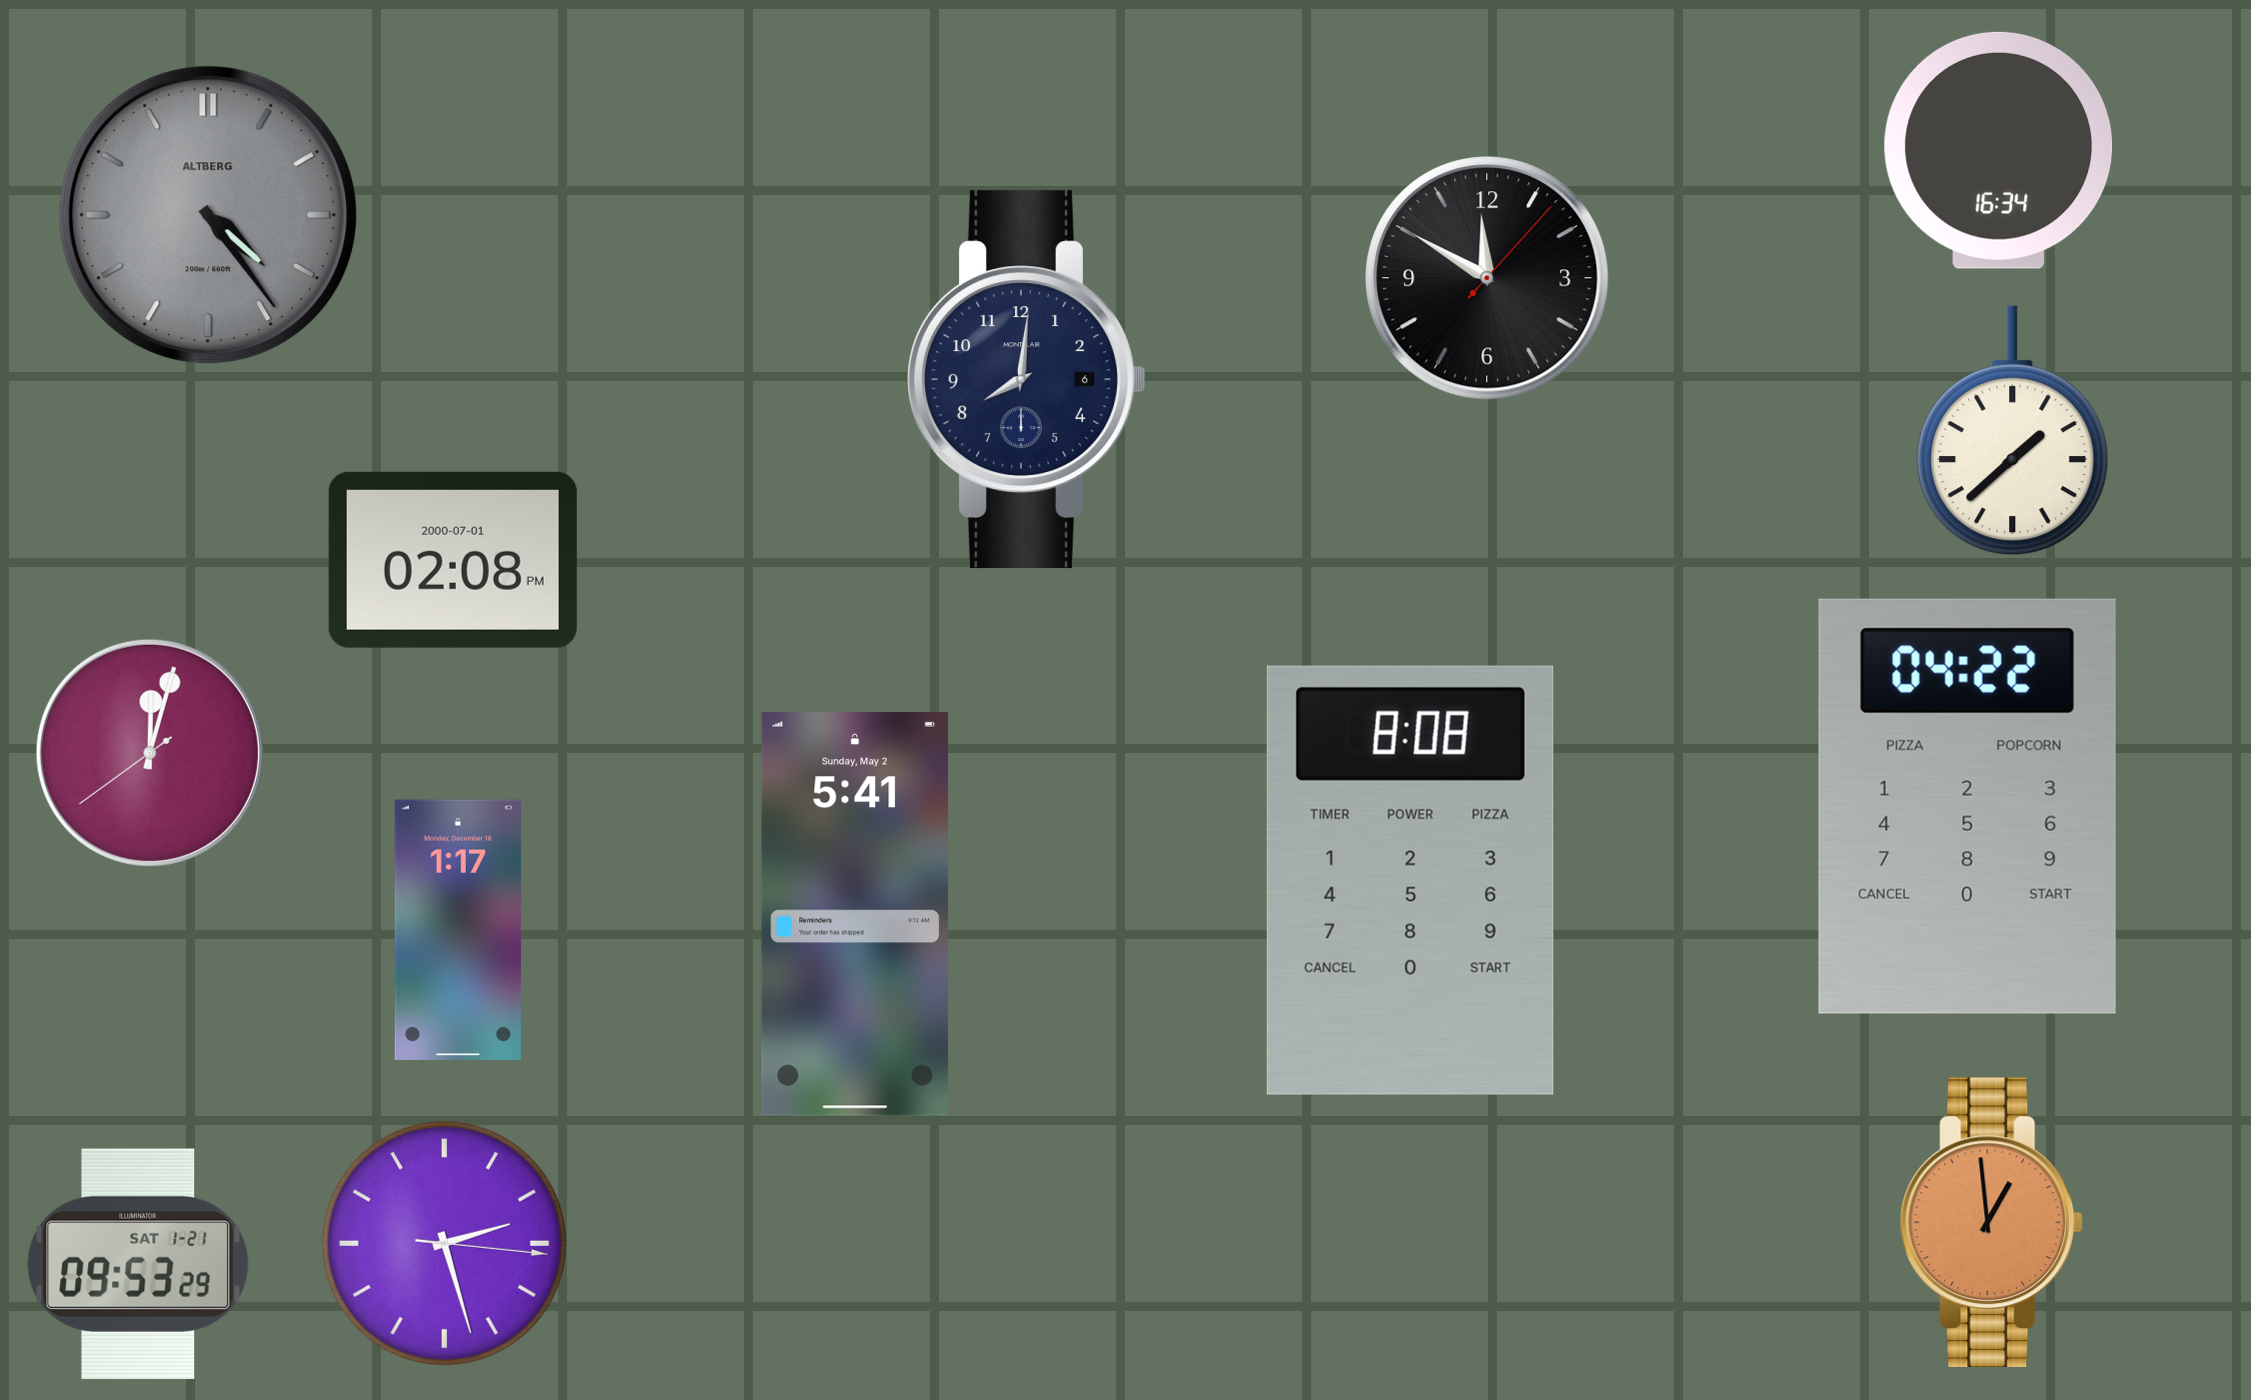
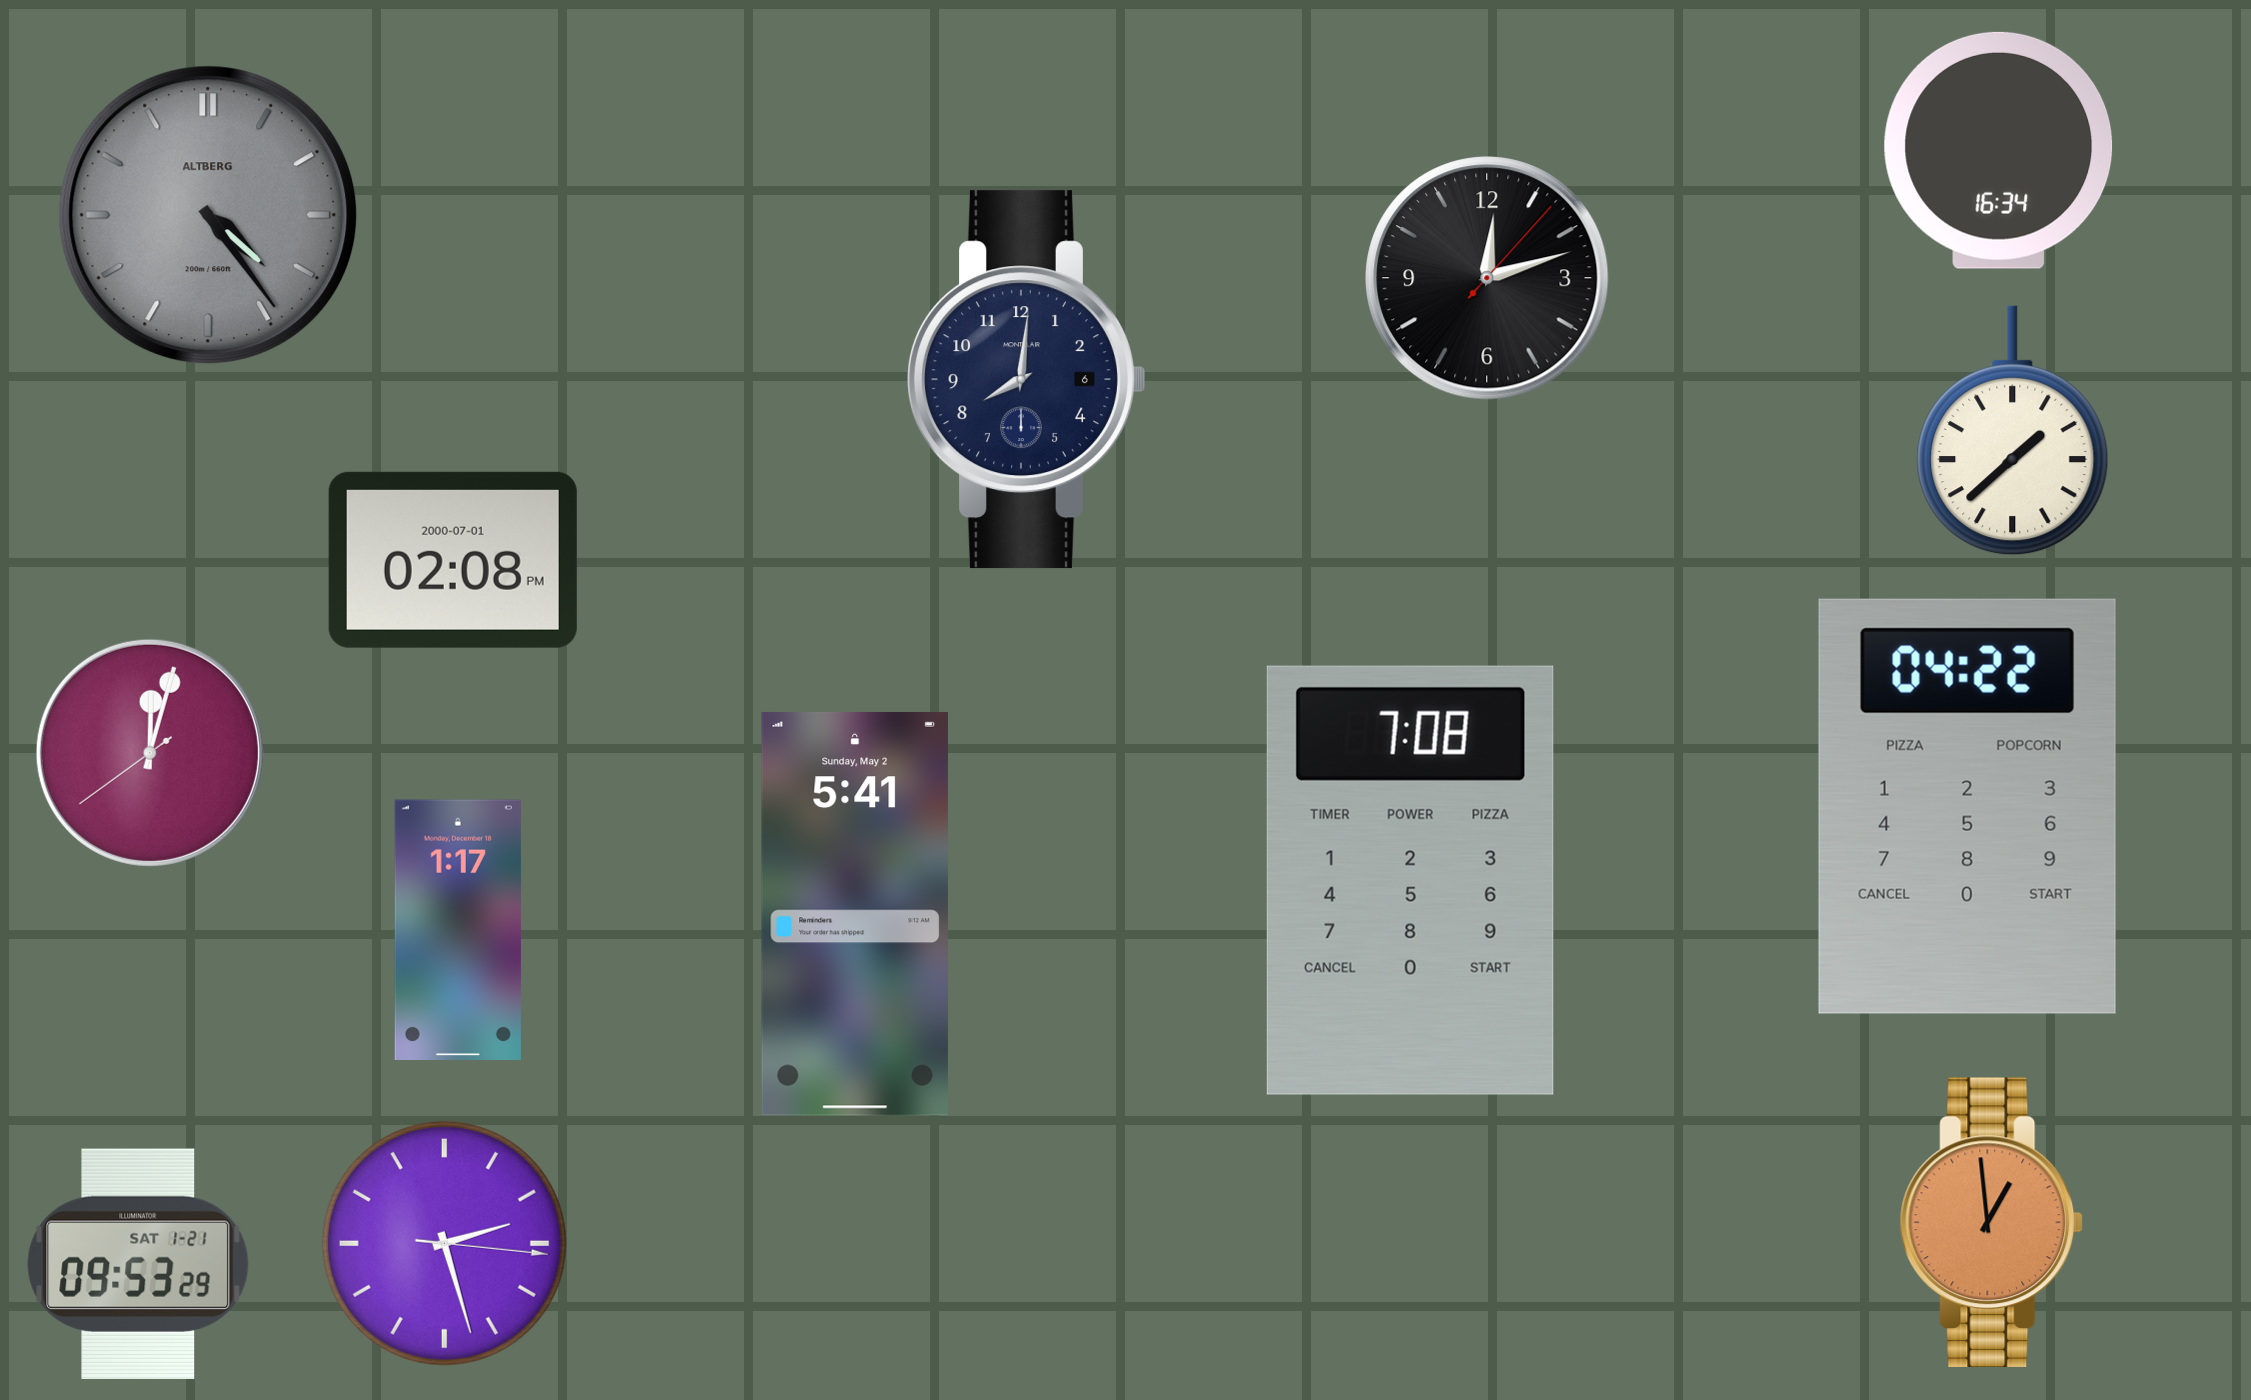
clock at (1487, 278): 11:50 -> 12:12
clock at (1410, 880): 8:08 -> 7:08
